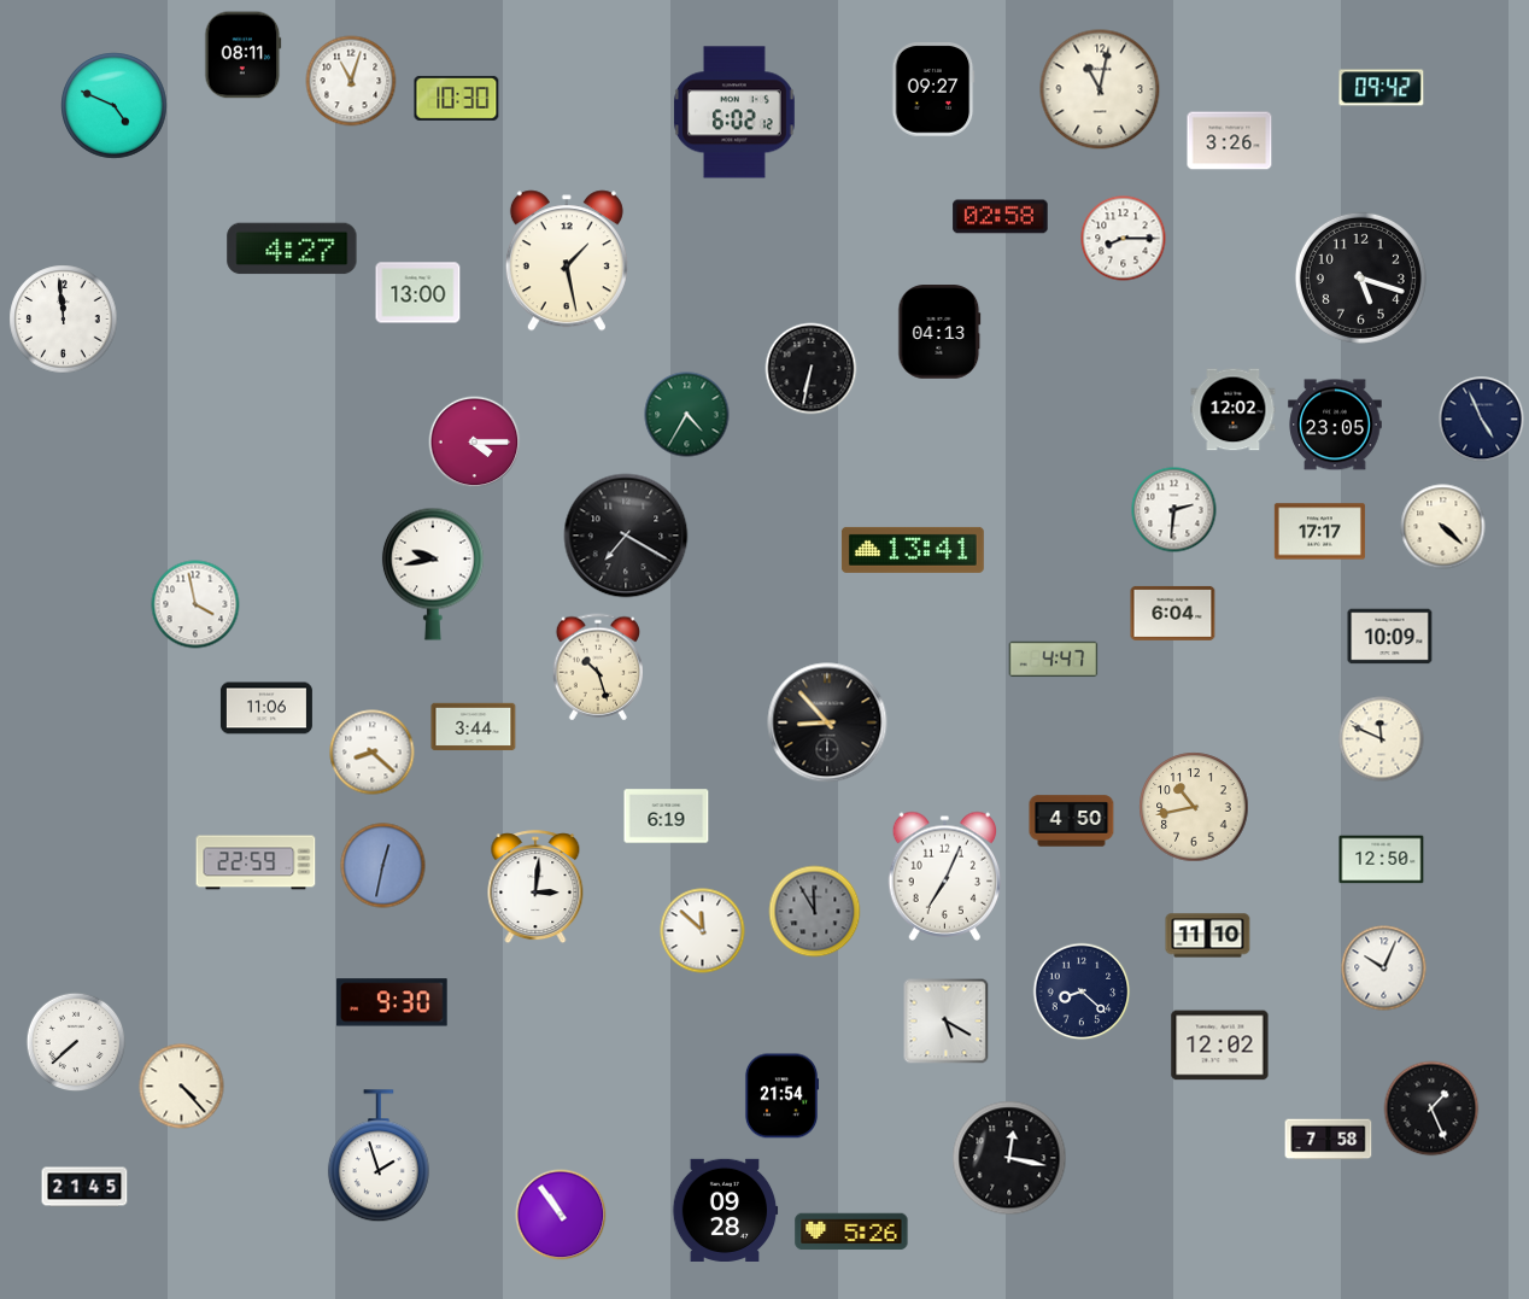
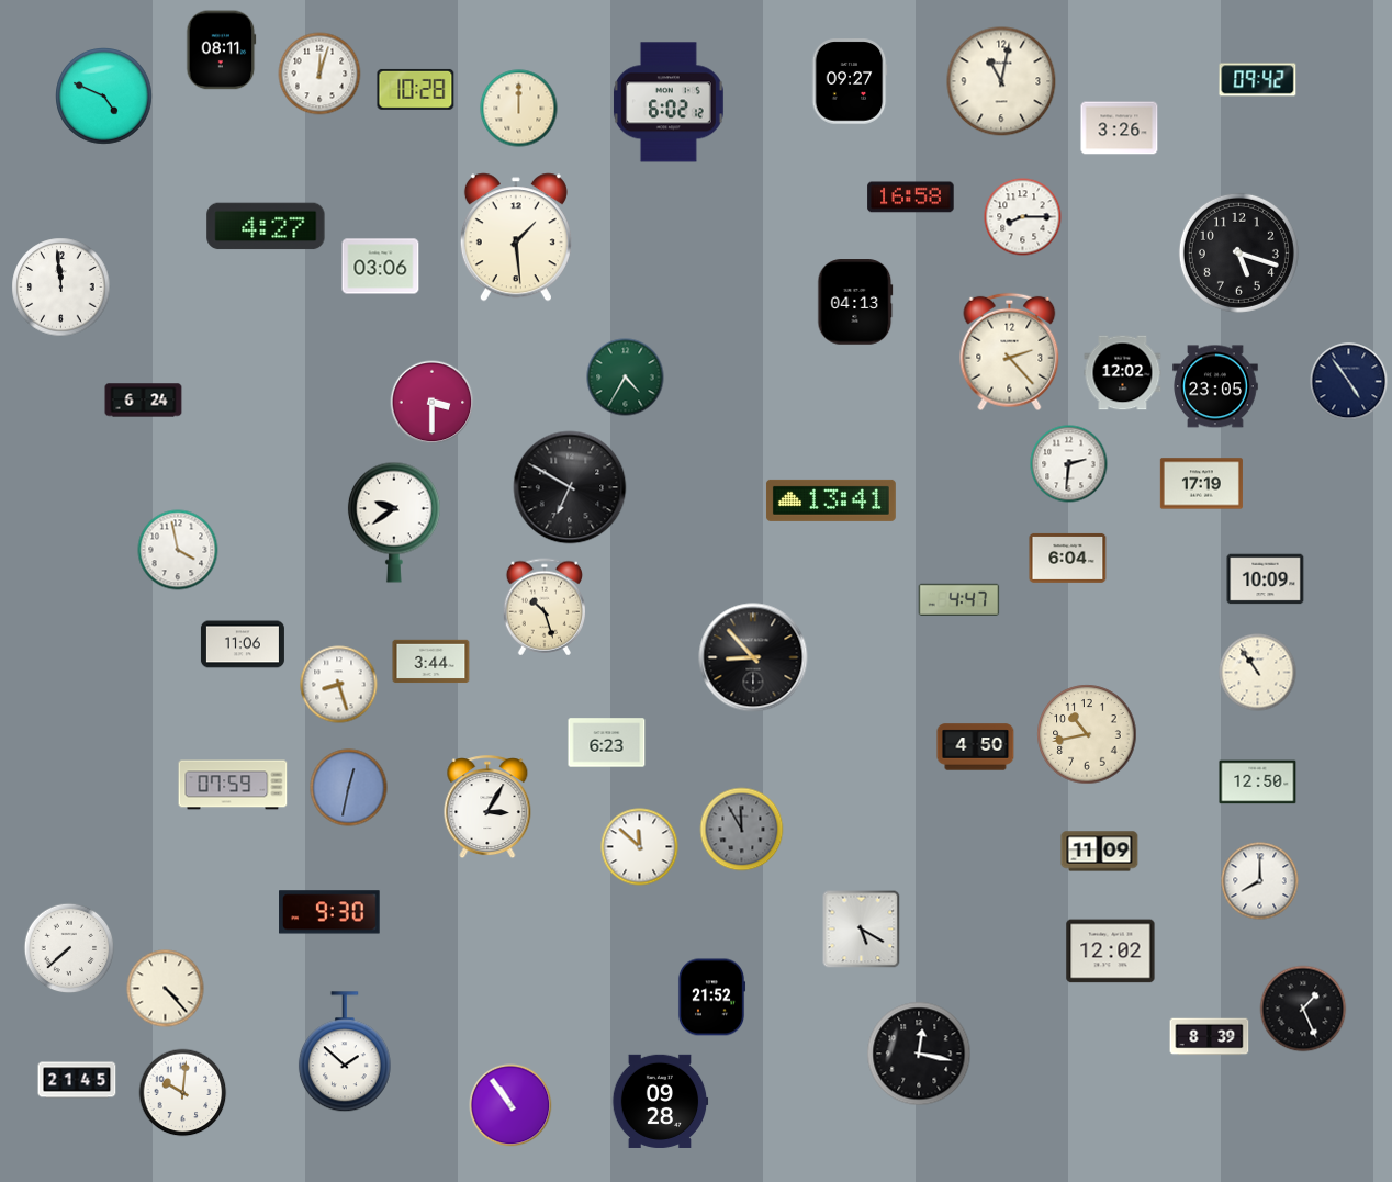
clock at (351, 81): 11:03 -> 12:03
clock at (457, 98): 10:30 -> 10:28
clock at (519, 109): none -> 12:00
clock at (1001, 217): 02:58 -> 16:58
clock at (567, 261): 1:28 -> 1:29
clock at (418, 293): 13:00 -> 03:06
clock at (64, 320) position: (64, 320) -> (61, 288)
clock at (812, 369): 6:32 -> none
clock at (1010, 352): none -> 2:23
clock at (1482, 420): 4:56 -> 4:54
clock at (144, 401): none -> 6:24
clock at (475, 443): 4:15 -> 3:30
clock at (1443, 527): 4:22 -> none
clock at (1319, 532): 17:17 -> 17:19
clock at (626, 536): 7:20 -> 6:50
clock at (433, 574): 9:43 -> 9:39
clock at (1382, 739): 11:49 -> 10:54
clock at (373, 753): 8:22 -> 8:27
clock at (667, 817): 6:19 -> 6:23
clock at (256, 862): 22:59 -> 07:59
clock at (945, 876): 7:04 -> none
clock at (535, 888): 3:01 -> 3:05
clock at (1208, 936): 11:10 -> 11:09
clock at (1384, 969): 10:04 -> 8:00
clock at (1082, 991): 8:22 -> none
clock at (392, 1002) position: (392, 1002) -> (329, 912)
clock at (781, 1096): 21:54 -> 21:52
clock at (1329, 1140): 7:58 -> 8:39
clock at (379, 1157): 1:57 -> 1:52
clock at (183, 1093): none -> 10:01
clock at (851, 1231): 5:26 -> none
